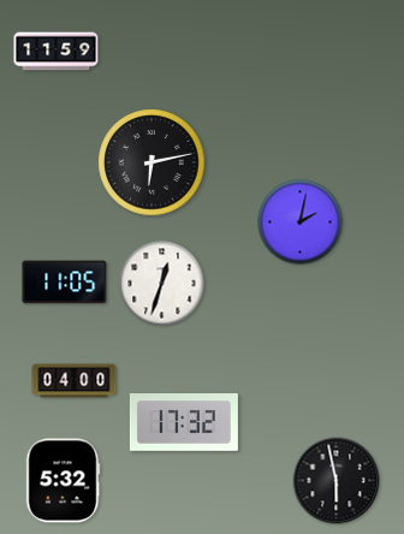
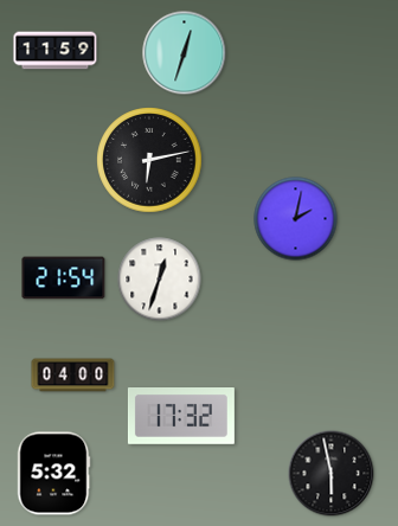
clock at (185, 53): none -> 12:33
clock at (65, 283): 11:05 -> 21:54
clock at (64, 481) position: (64, 481) -> (54, 474)
